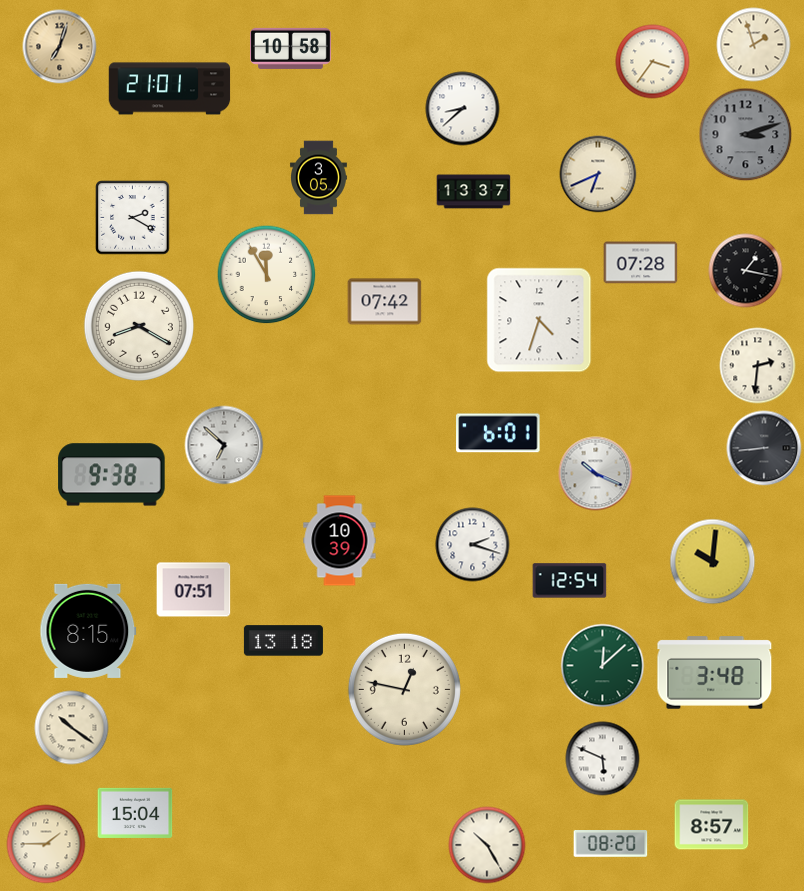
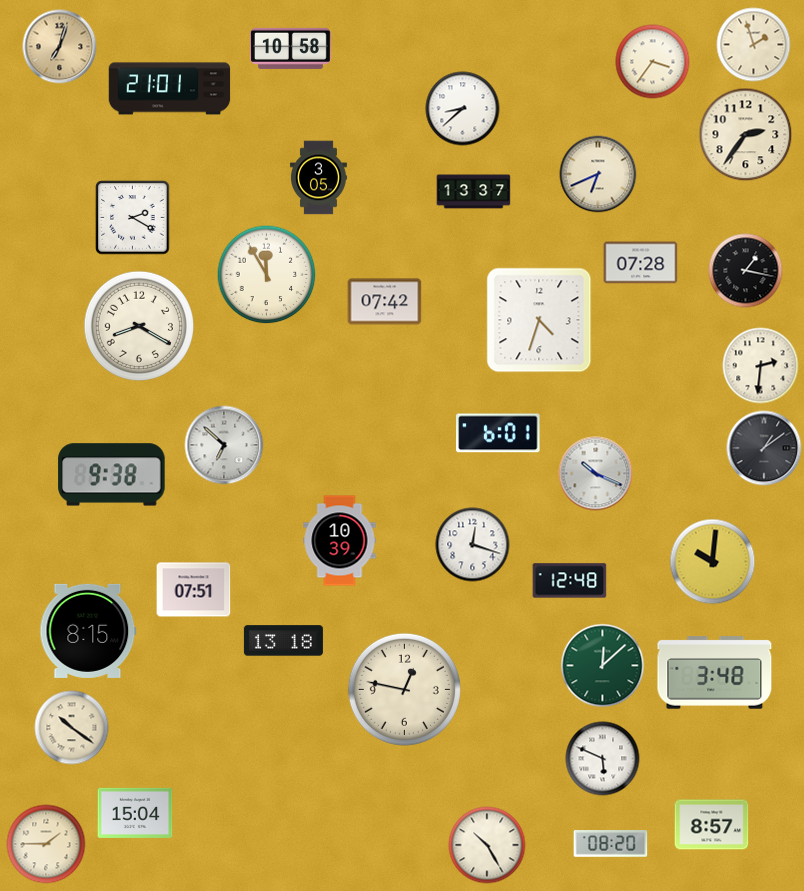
clock at (746, 135): 3:12 -> 2:36
clock at (746, 135) dial: grey -> cream
clock at (758, 366) position: (758, 366) -> (761, 366)
clock at (764, 448): 8:44 -> 1:09
clock at (473, 545): 2:18 -> 12:18
clock at (570, 581): 12:54 -> 12:48
